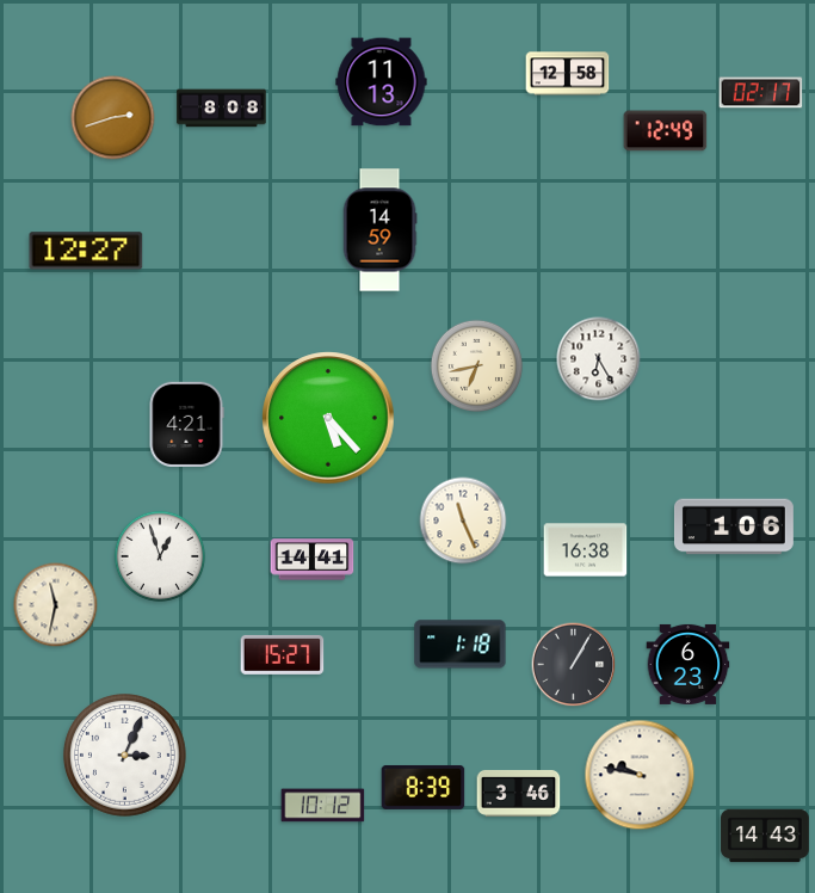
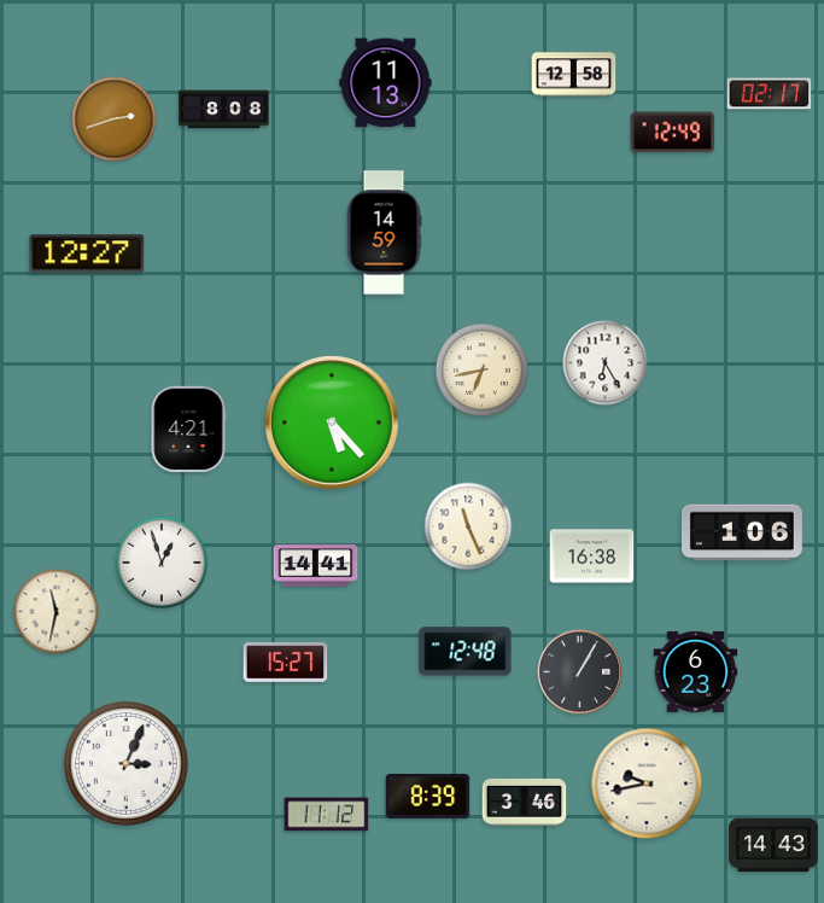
clock at (461, 645): 1:18 -> 12:48
clock at (640, 775): 9:47 -> 9:43
clock at (323, 806): 10:12 -> 11:12
